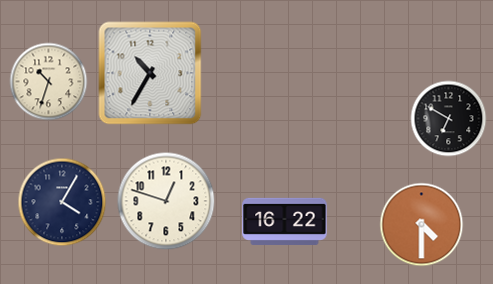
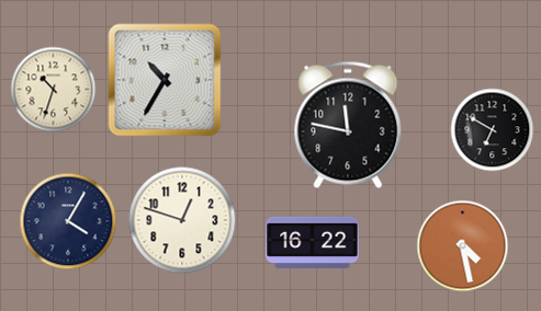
clock at (348, 125): none -> 11:47
clock at (422, 225): 4:30 -> 4:28
